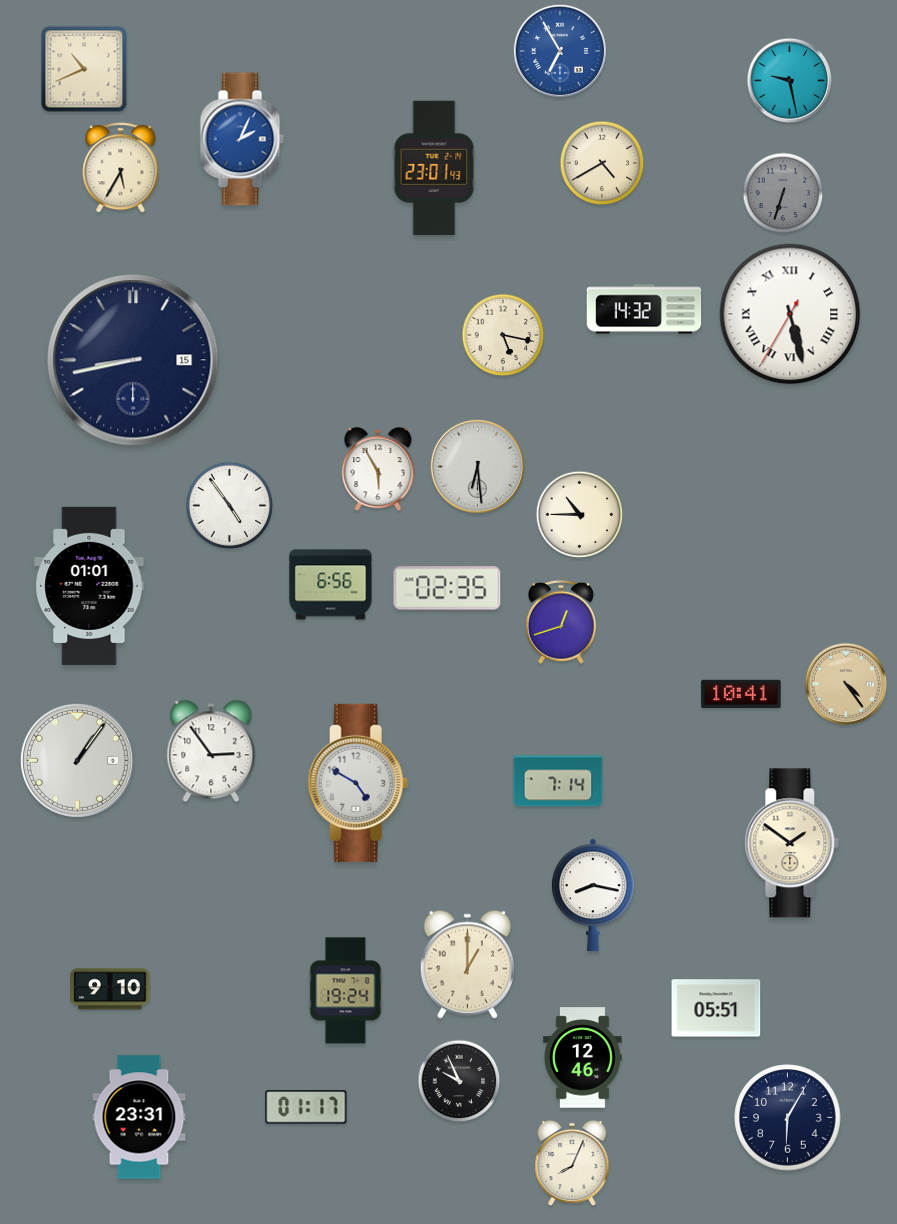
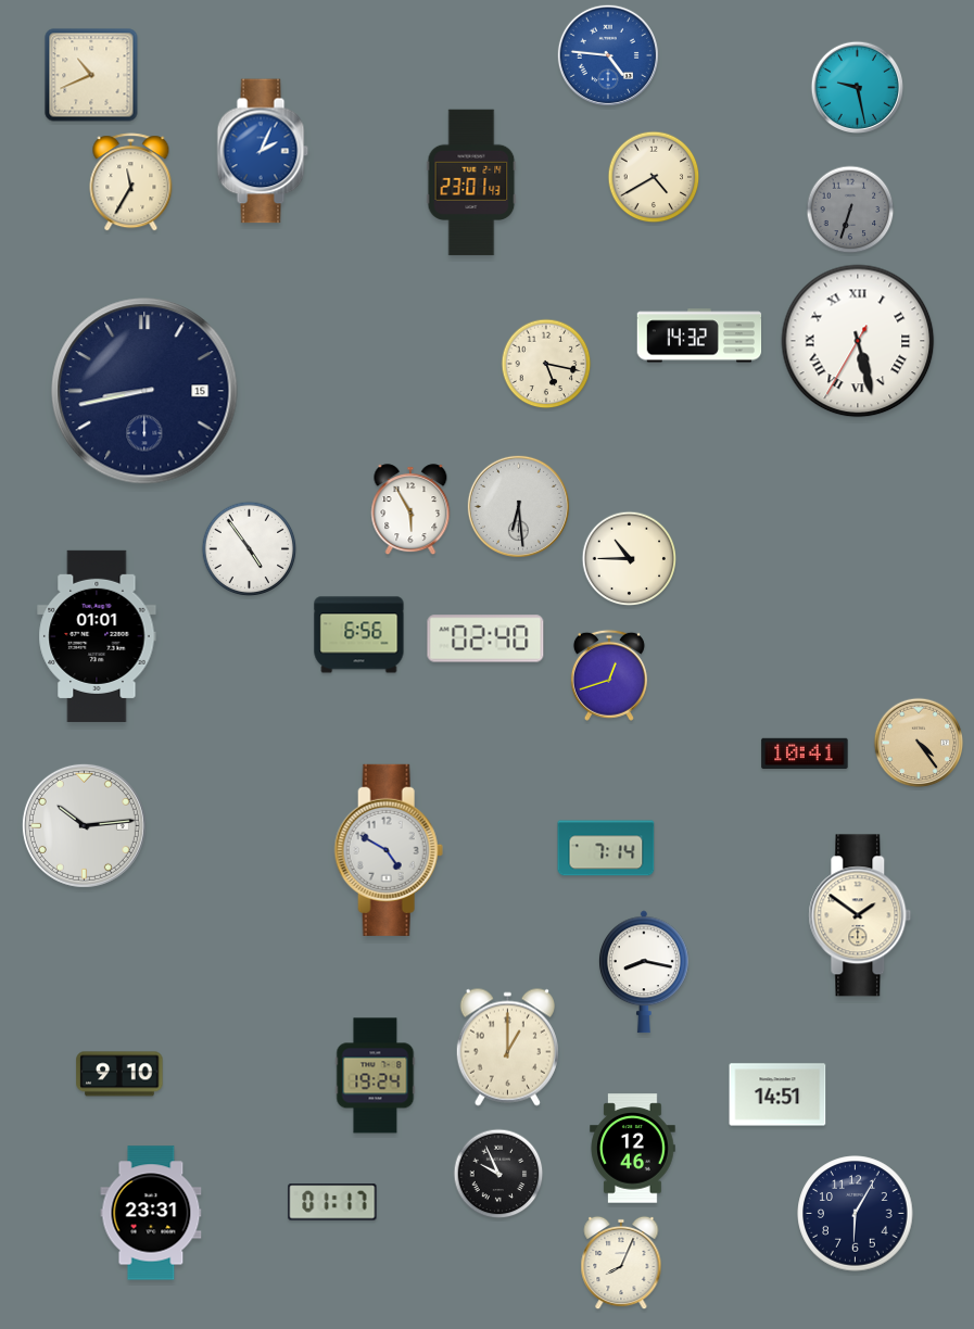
clock at (560, 51): 6:55 -> 4:46
clock at (121, 168): 5:35 -> 11:35
clock at (447, 588): 02:35 -> 02:40
clock at (211, 751): 2:54 -> none
clock at (77, 760): 1:06 -> 10:14
clock at (716, 1008): 05:51 -> 14:51
